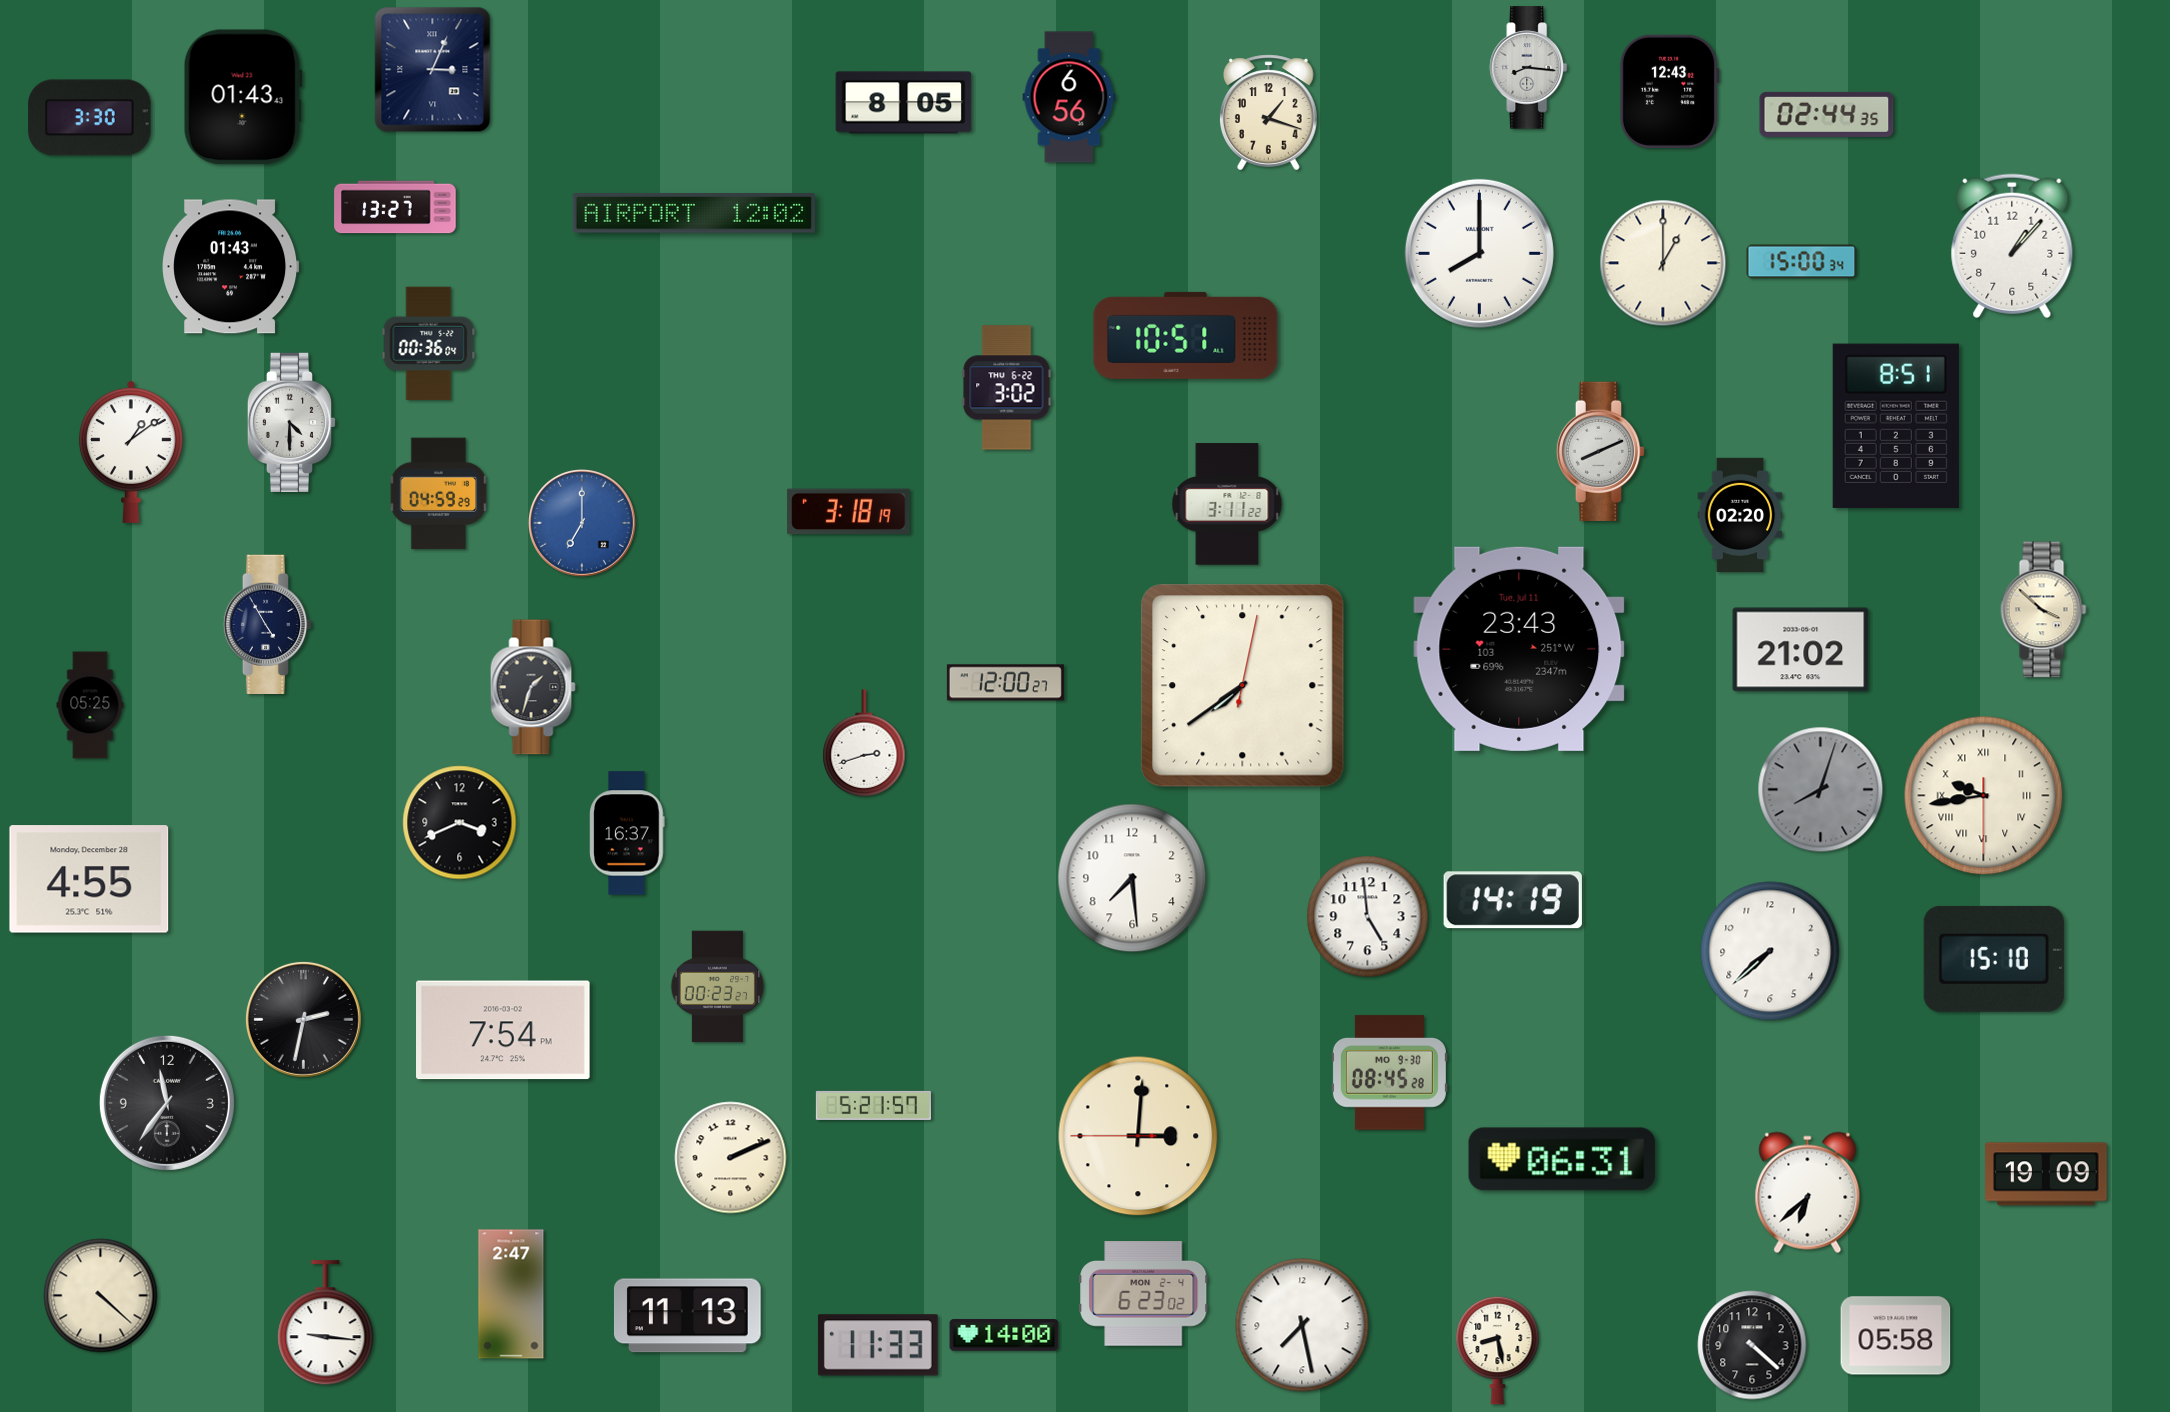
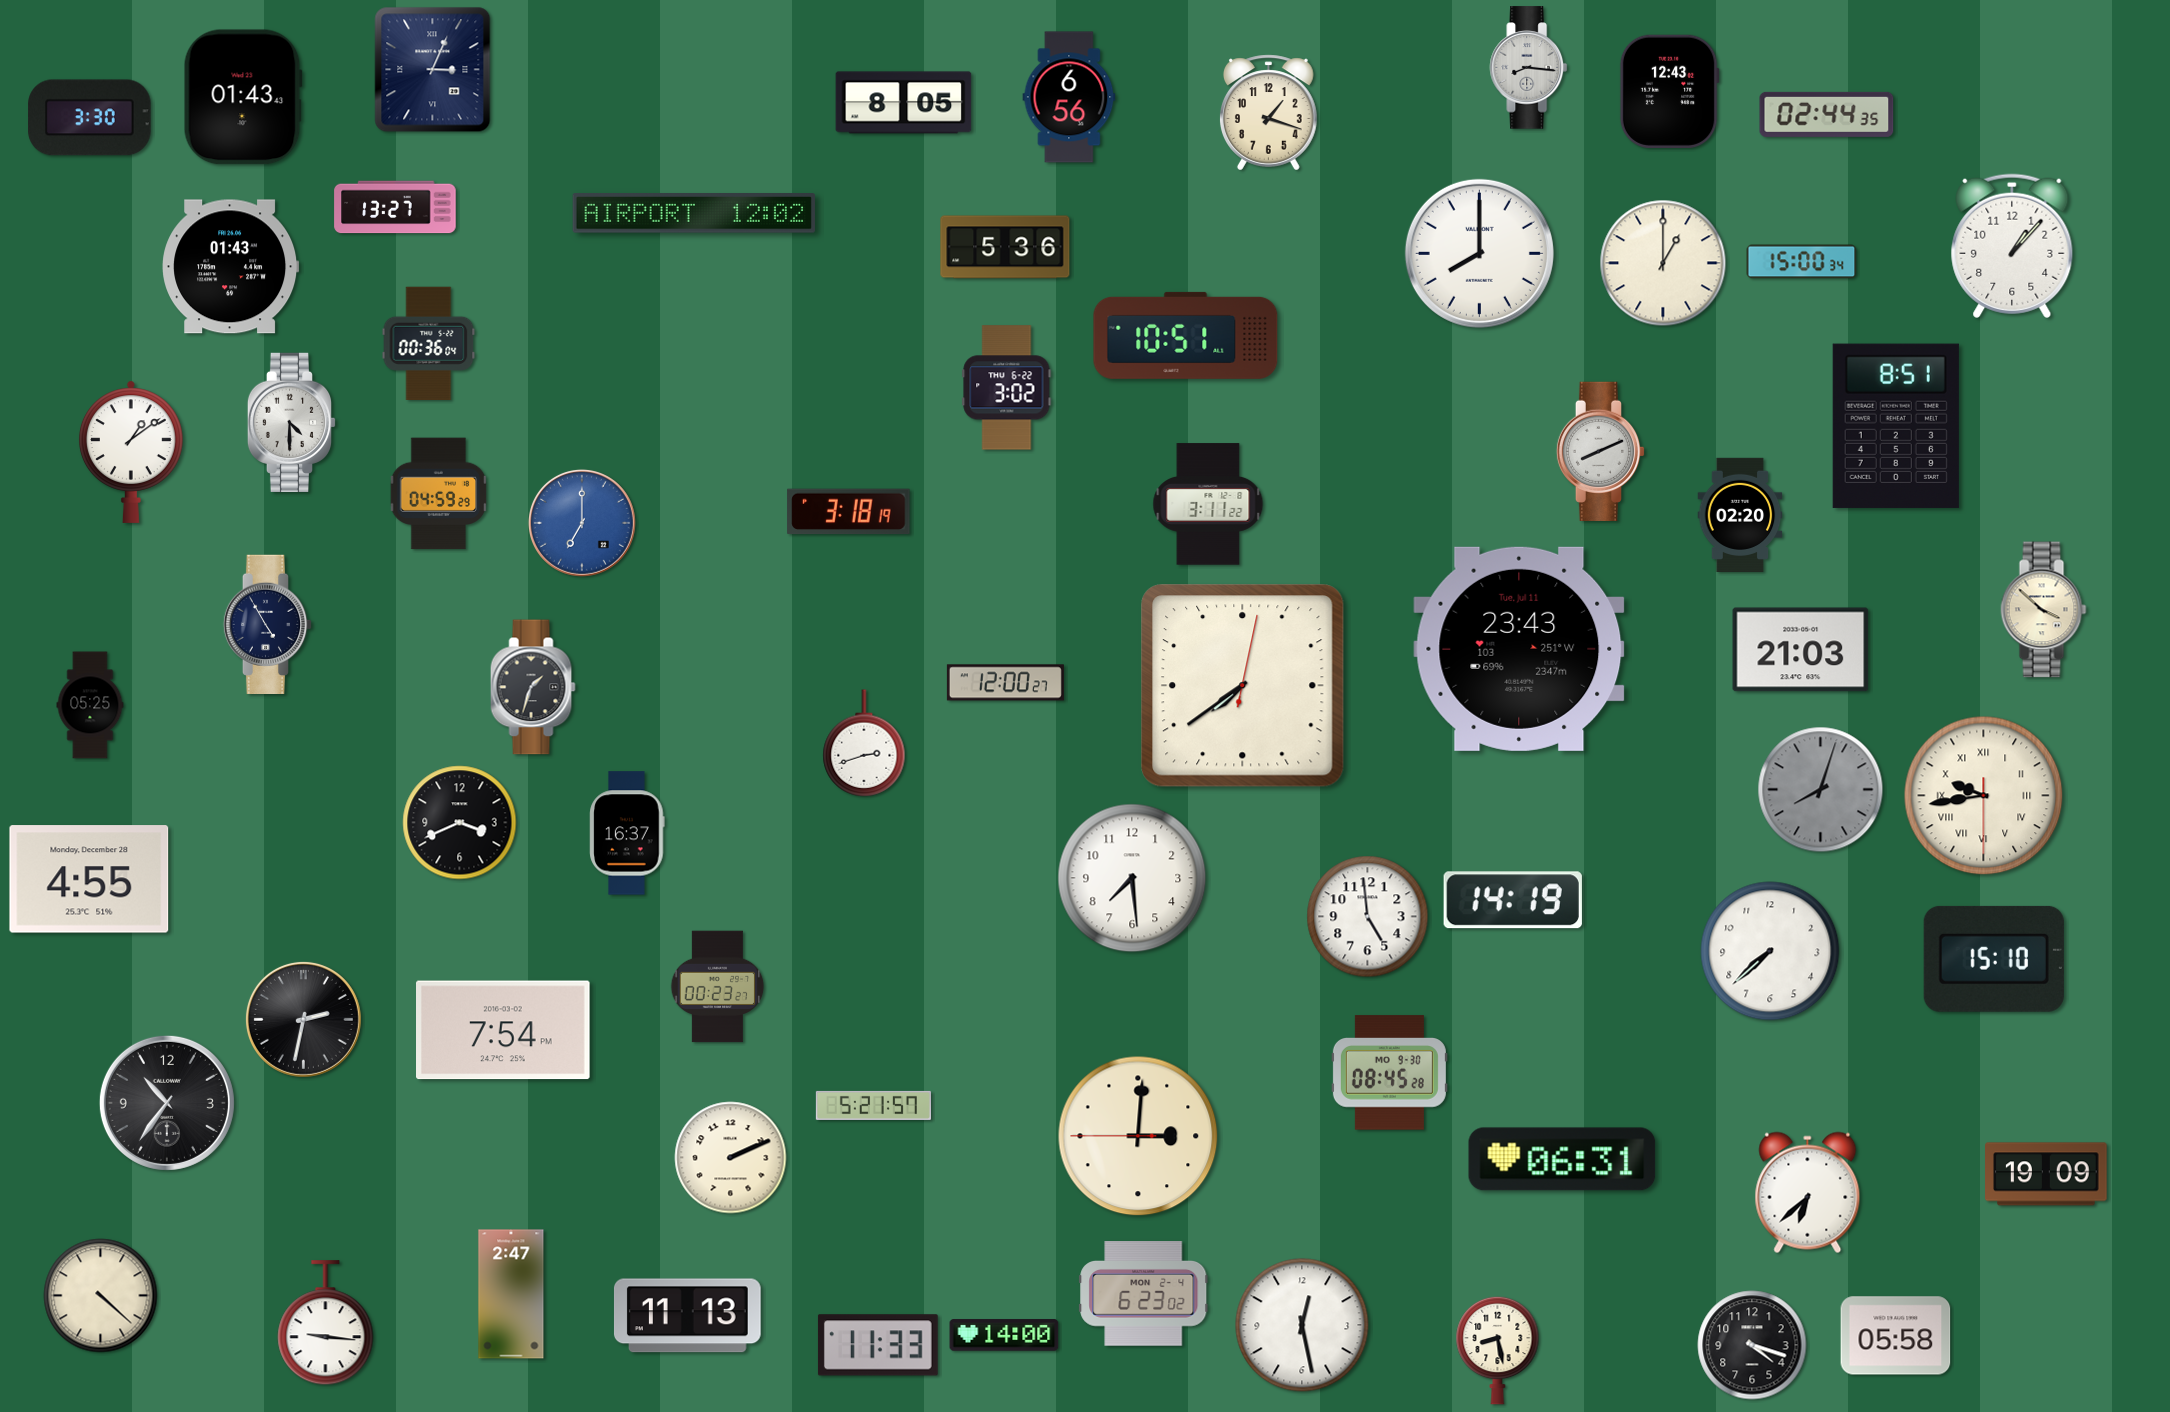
clock at (1005, 247): none -> 5:36
clock at (1227, 504) position: (1227, 504) -> (1208, 504)
clock at (1801, 650): 21:02 -> 21:03
clock at (167, 1103): 11:36 -> 10:36
clock at (1302, 1325): 7:28 -> 12:28
clock at (1752, 1345): 4:22 -> 4:18
